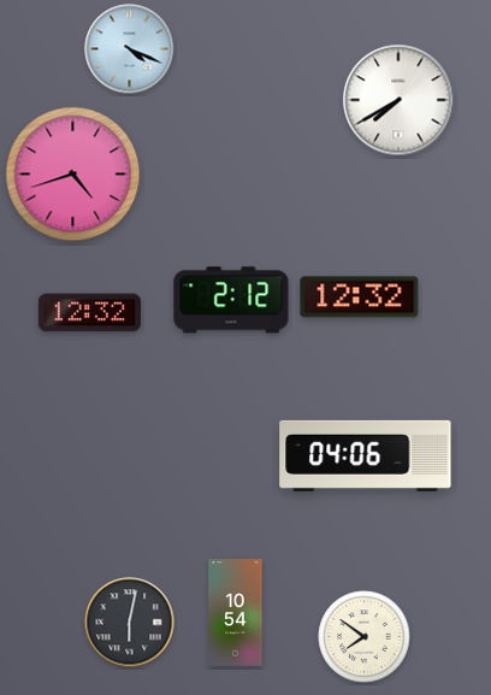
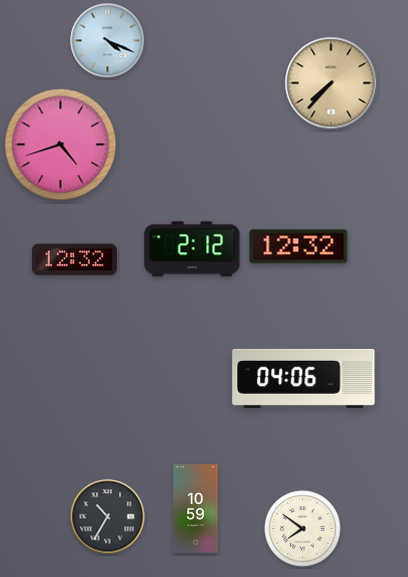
clock at (398, 100): 7:40 -> 7:37
clock at (398, 100) dial: white -> champagne
clock at (236, 613): 10:54 -> 10:59
clock at (130, 623): 6:02 -> 10:35
